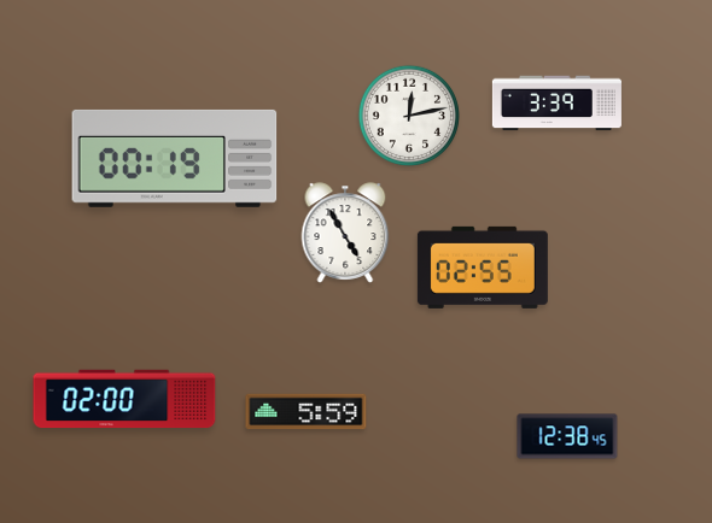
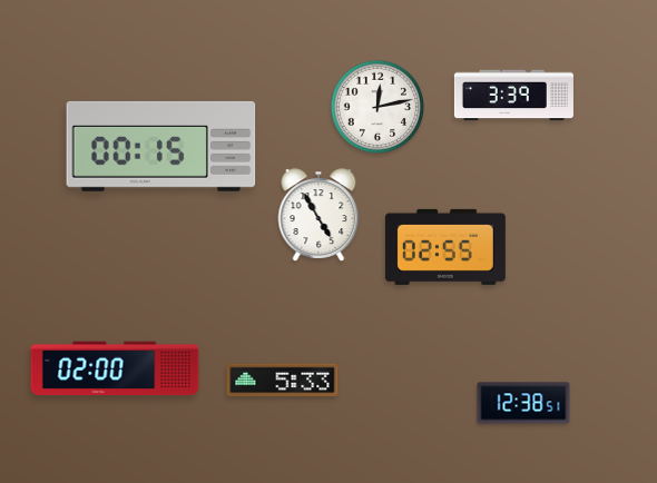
clock at (175, 158): 00:19 -> 00:15
clock at (307, 412): 5:59 -> 5:33
clock at (567, 436): 12:38:45 -> 12:38:51
